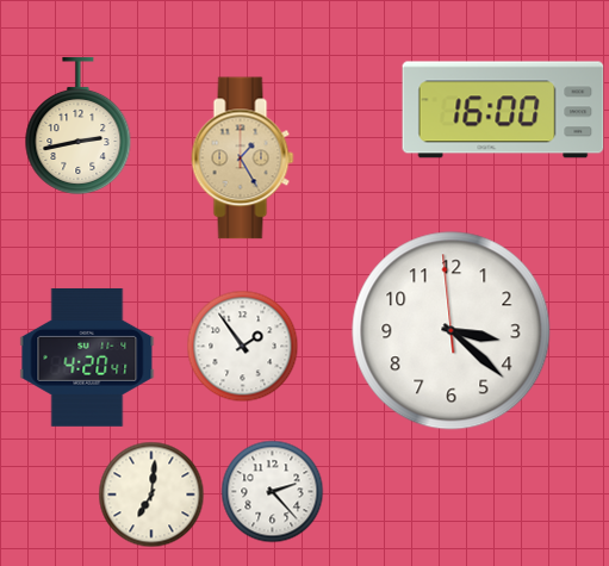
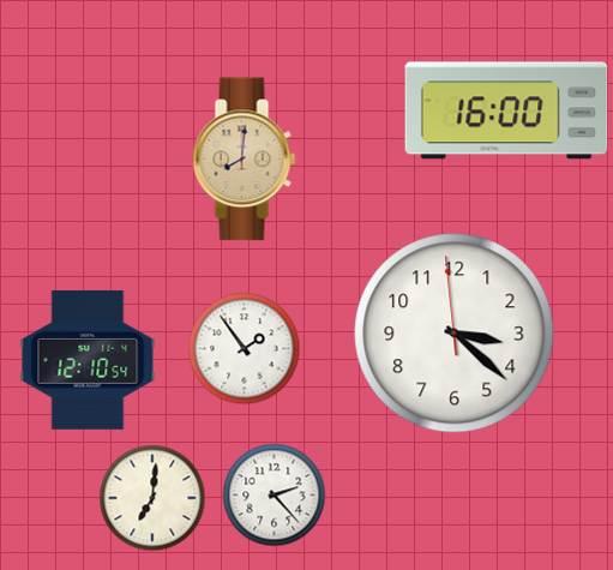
clock at (79, 125): 2:43 -> none
clock at (243, 158): 1:25 -> 8:01
clock at (87, 357): 4:20 -> 12:10
